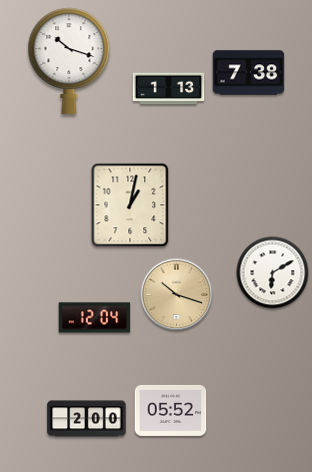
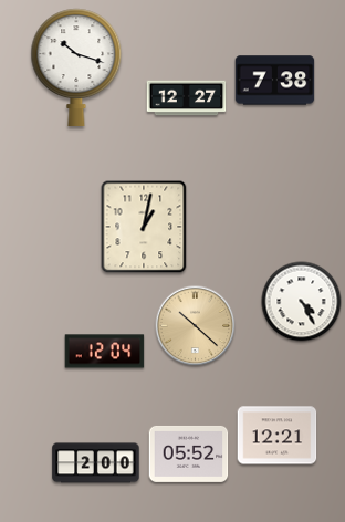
clock at (169, 89): 1:13 -> 12:27
clock at (273, 273): 6:10 -> 4:25
clock at (177, 295): 10:18 -> 10:22
clock at (278, 436): none -> 12:21
